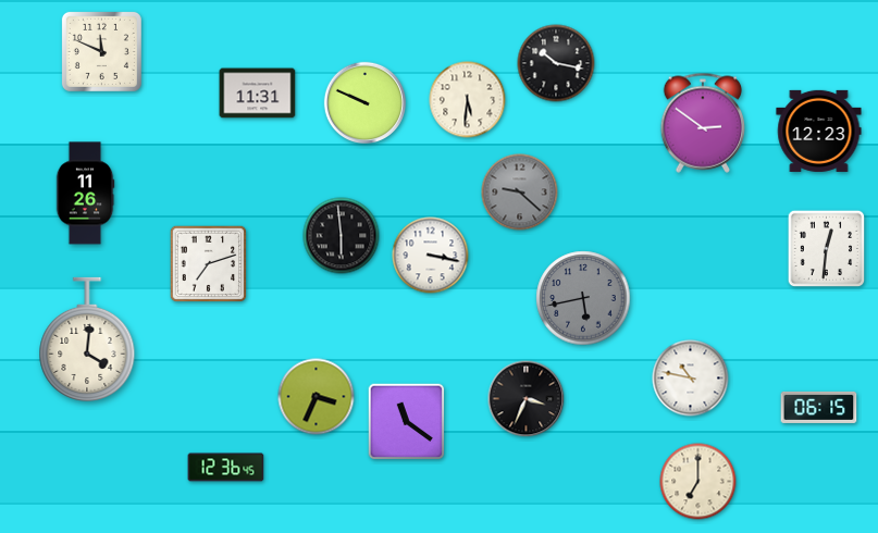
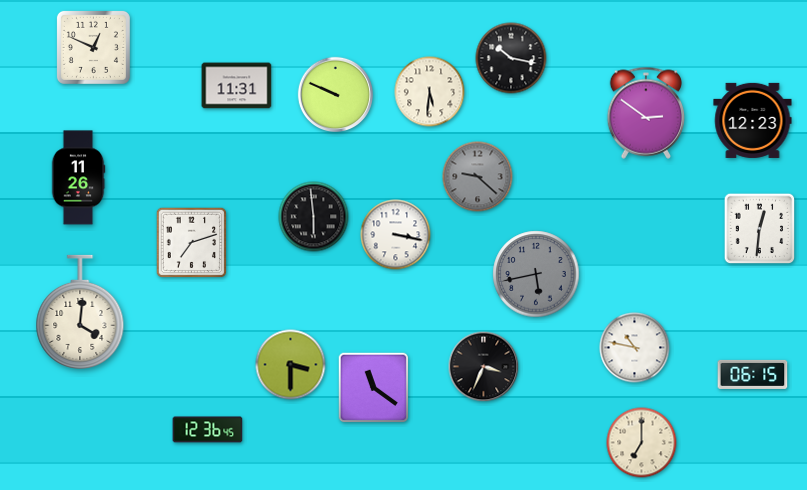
clock at (101, 51): 11:49 -> 12:49
clock at (317, 397): 3:34 -> 3:30
